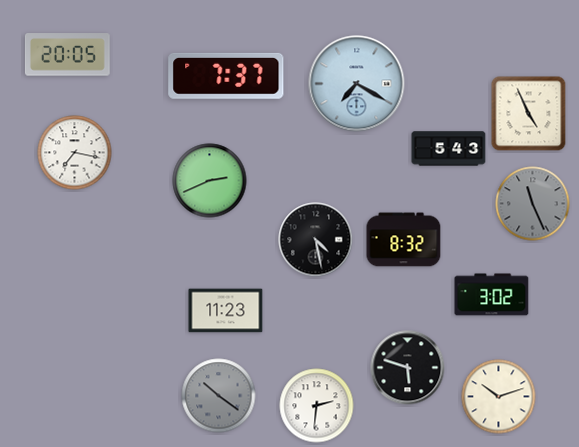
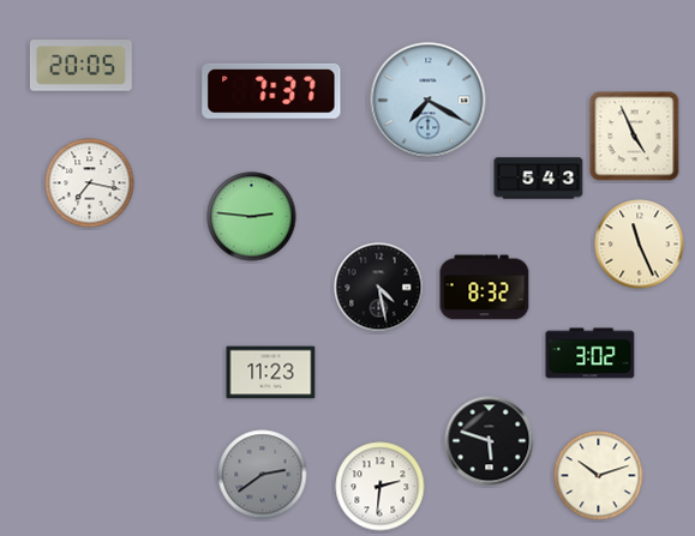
clock at (210, 181): 2:41 -> 2:46
clock at (533, 204) dial: grey -> cream
clock at (219, 396): 10:21 -> 2:39
